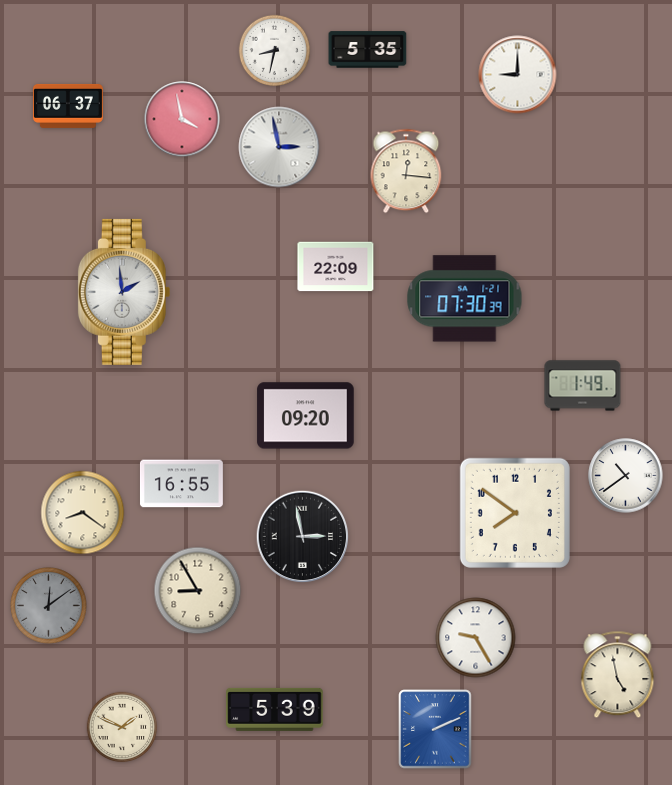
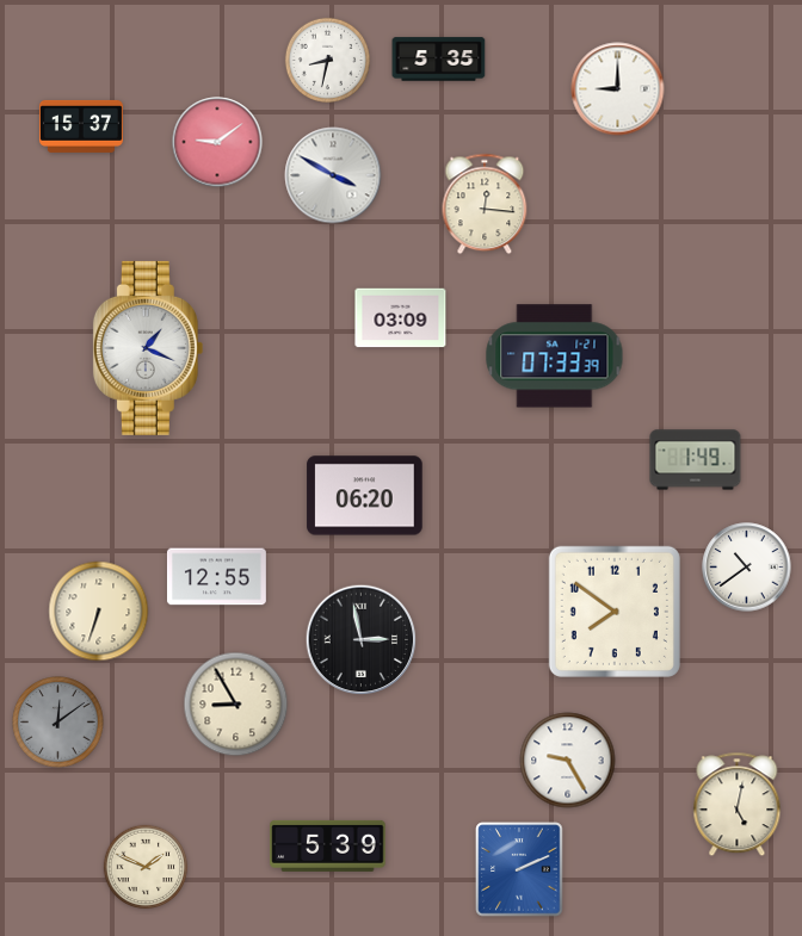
clock at (68, 106): 06:37 -> 15:37
clock at (182, 119): 3:58 -> 9:09
clock at (279, 147): 2:58 -> 3:50
clock at (336, 267): 22:09 -> 03:09
clock at (124, 292): 1:59 -> 1:19
clock at (465, 299): 07:30 -> 07:33
clock at (306, 416): 09:20 -> 06:20
clock at (181, 484): 16:55 -> 12:55
clock at (83, 513): 8:21 -> 6:33
clock at (618, 675): 4:58 -> 5:02
